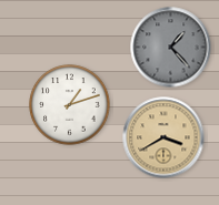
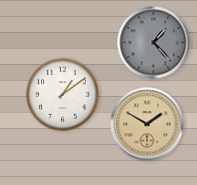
clock at (70, 105): 1:12 -> 1:09
clock at (163, 137): 3:40 -> 1:50
